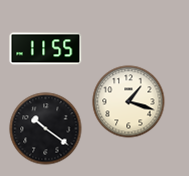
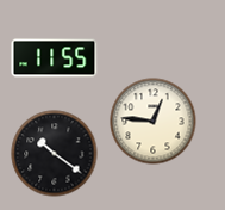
clock at (129, 102): 1:18 -> 12:46
